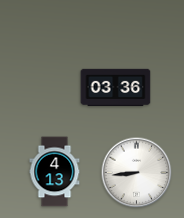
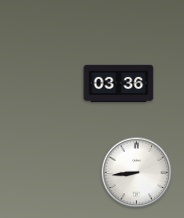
clock at (116, 88) position: (116, 88) -> (119, 84)
clock at (55, 172): 4:13 -> none
